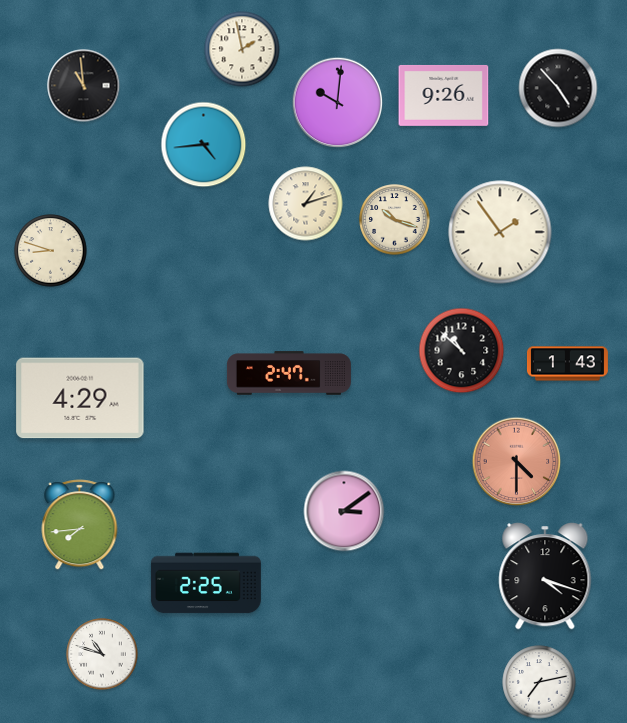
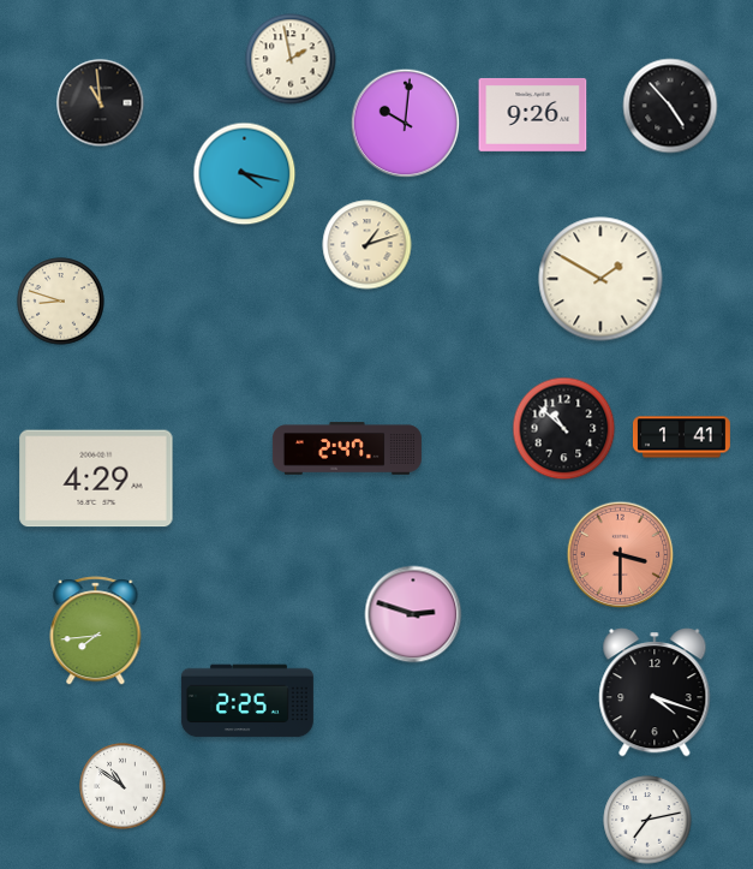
clock at (204, 145): 4:44 -> 4:17
clock at (395, 220): 10:18 -> none
clock at (500, 232): 1:54 -> 1:50
clock at (462, 351) position: (462, 351) -> (564, 429)
clock at (567, 364): 1:43 -> 1:41
clock at (517, 462): 4:30 -> 3:30
clock at (344, 511): 3:09 -> 2:48
clock at (102, 654): 10:48 -> 10:51
